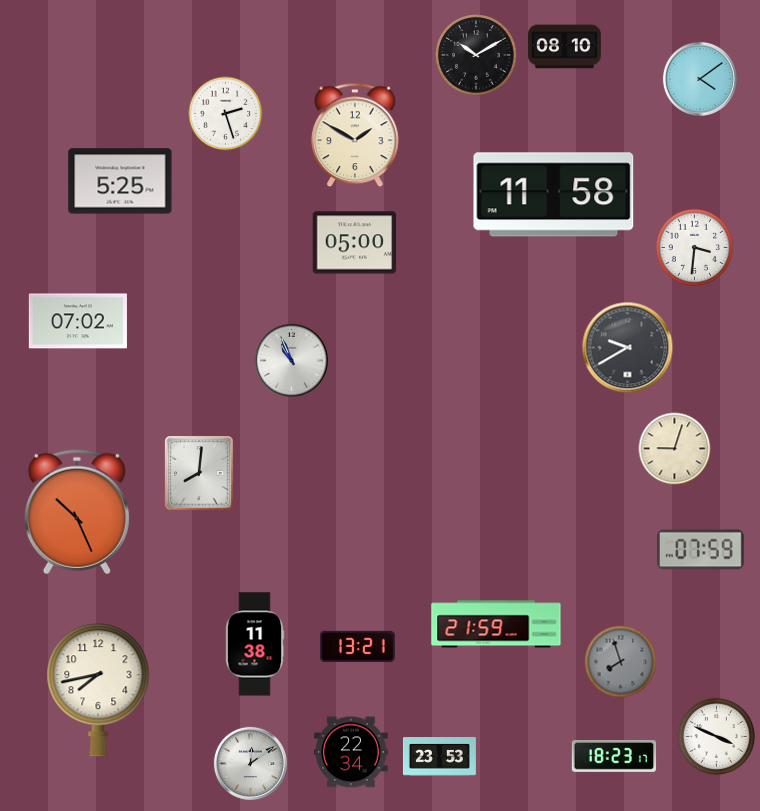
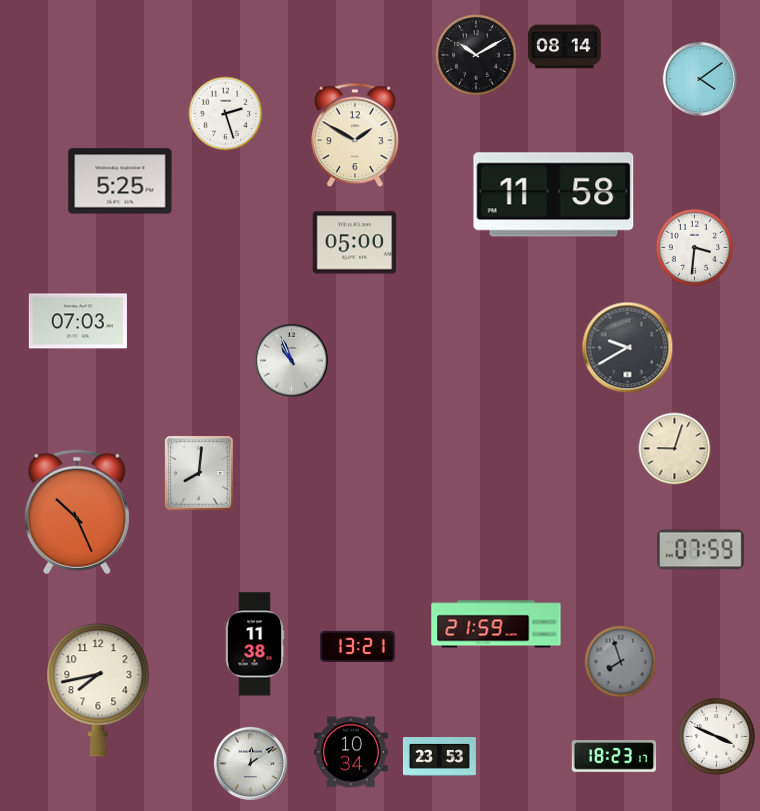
clock at (564, 47): 08:10 -> 08:14
clock at (78, 321): 07:02 -> 07:03
clock at (352, 752): 22:34 -> 10:34
